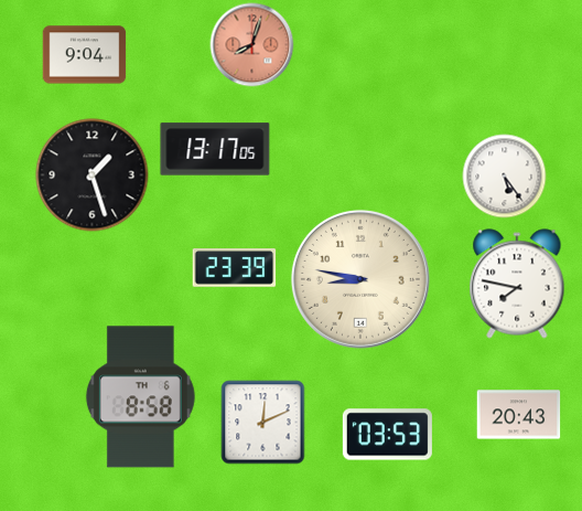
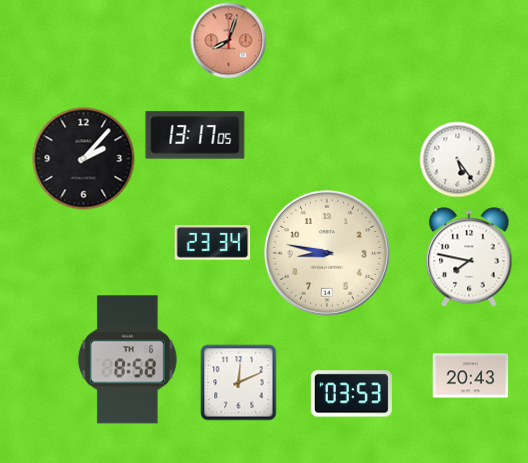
clock at (85, 55): 9:04 -> none
clock at (93, 175): 1:27 -> 2:07
clock at (235, 268): 23:39 -> 23:34
